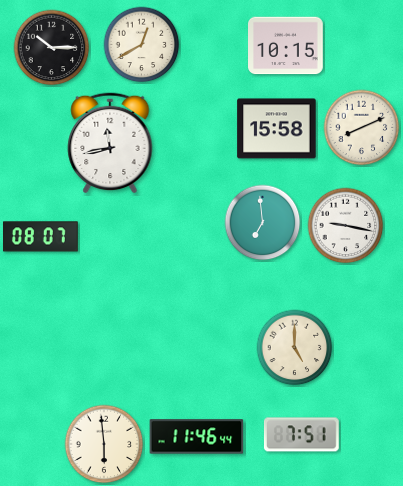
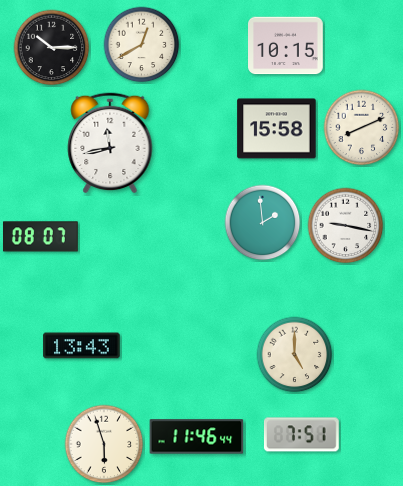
clock at (263, 223): 6:59 -> 1:59
clock at (82, 346): none -> 13:43
clock at (295, 348) position: (295, 348) -> (295, 355)
clock at (104, 444): 5:59 -> 5:57
